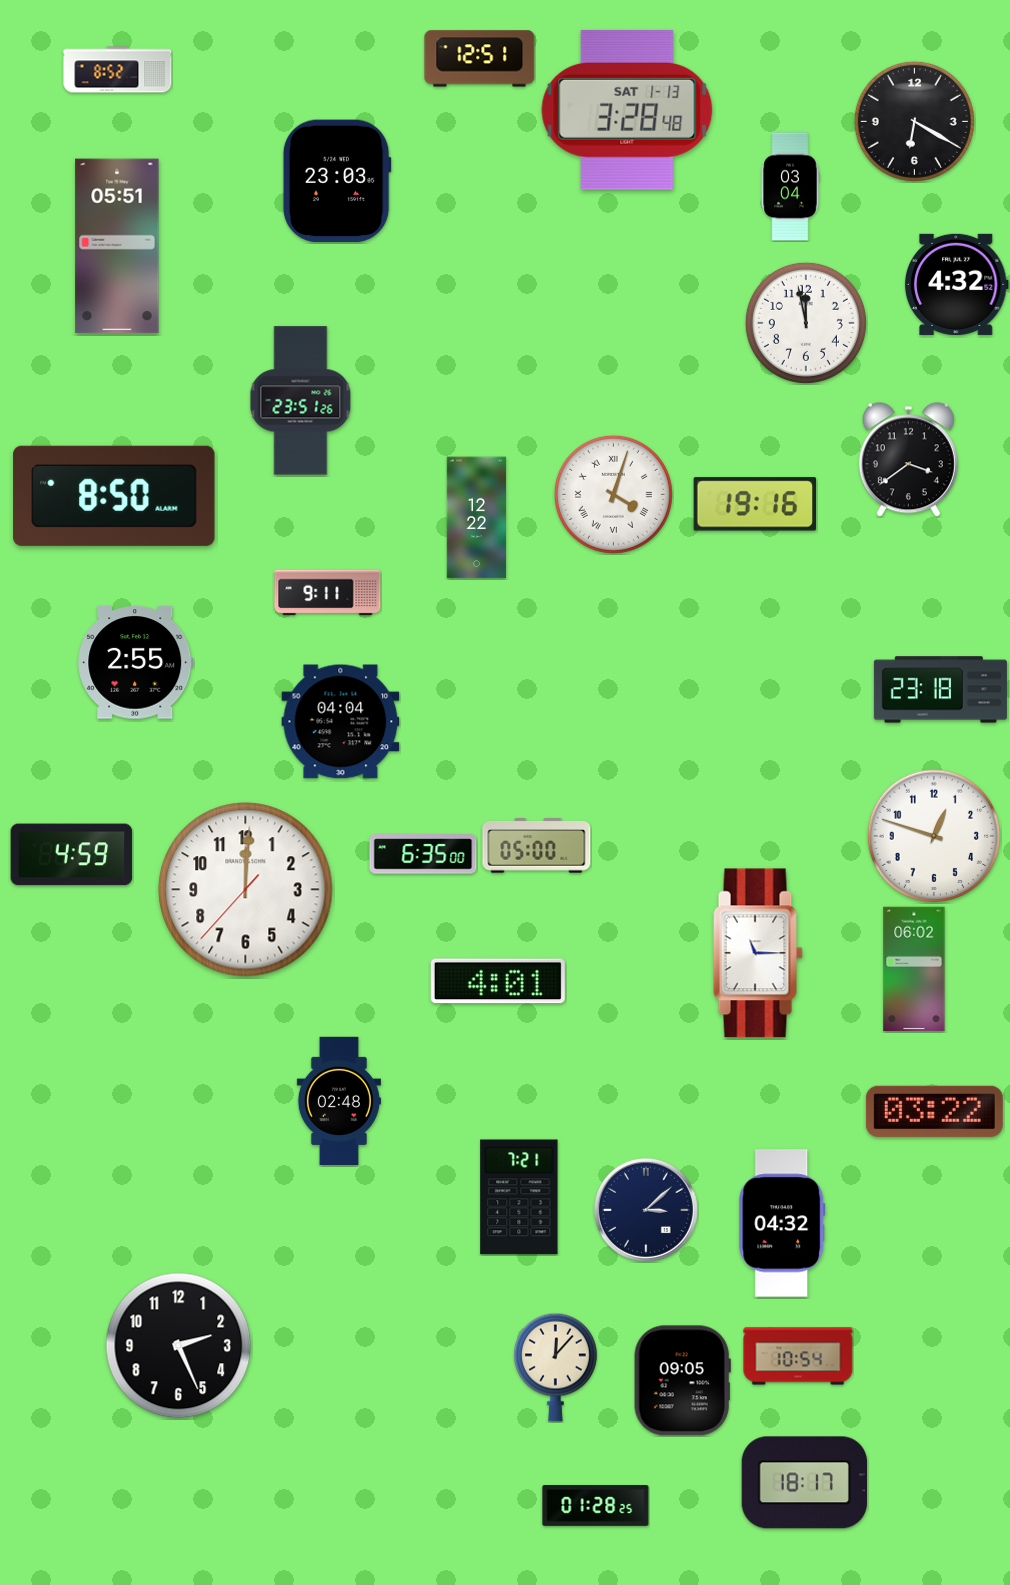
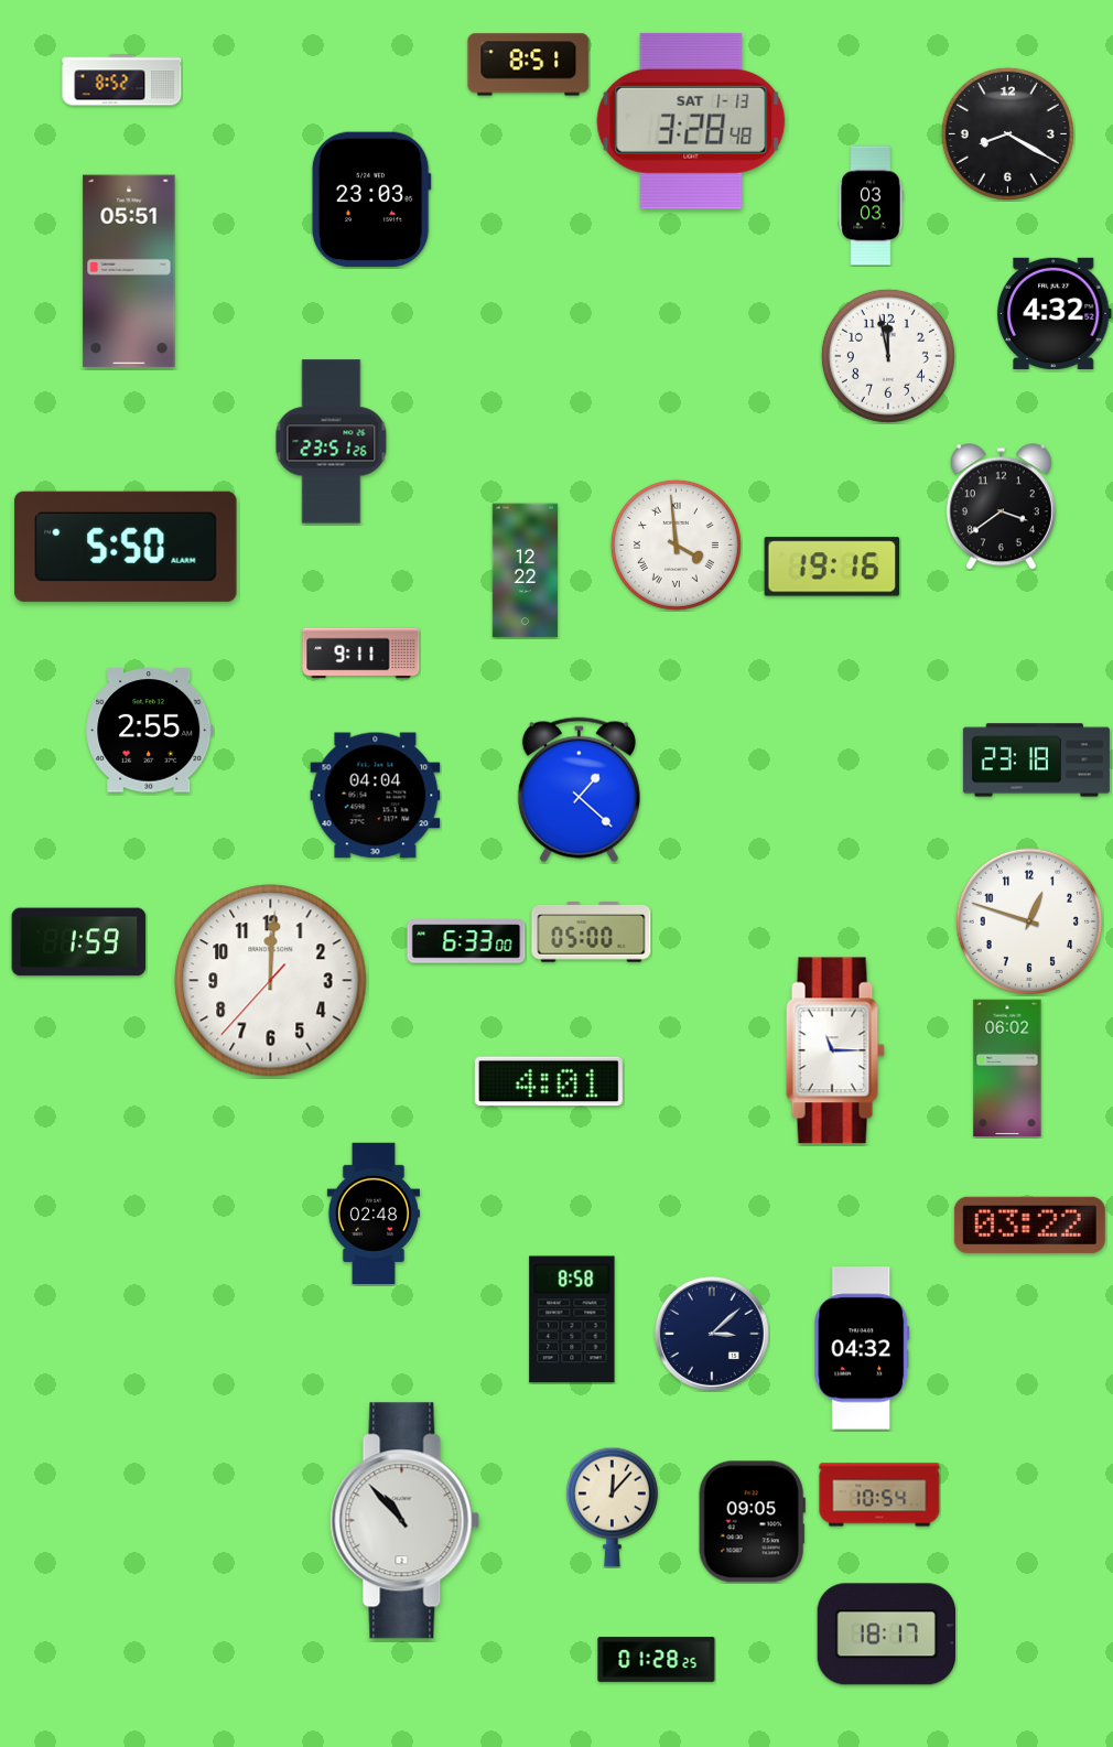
clock at (480, 59): 12:51 -> 8:51
clock at (118, 70) position: (118, 70) -> (122, 80)
clock at (914, 121): 6:20 -> 8:20
clock at (790, 187): 03:04 -> 03:03
clock at (613, 494): 4:03 -> 3:59
clock at (114, 496): 8:50 -> 5:50
clock at (755, 504) position: (755, 504) -> (832, 567)
clock at (579, 790): none -> 1:22
clock at (423, 854): 6:35 -> 6:33
clock at (72, 855): 4:59 -> 1:59
clock at (519, 1197): 7:21 -> 8:58
clock at (179, 1346): 2:26 -> none
clock at (406, 1521): none -> 10:53
